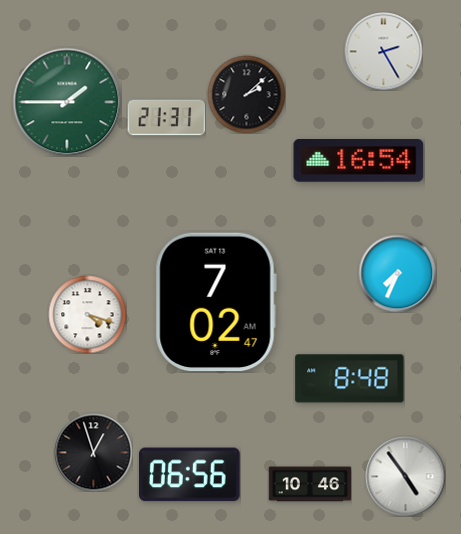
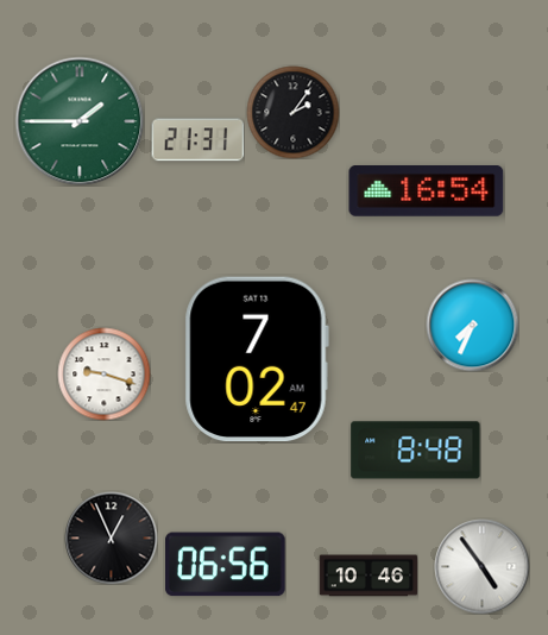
clock at (383, 51): 2:25 -> none
clock at (246, 94): 2:08 -> 2:06
clock at (87, 314): 4:18 -> 9:18
clock at (93, 452): 12:57 -> 12:56
